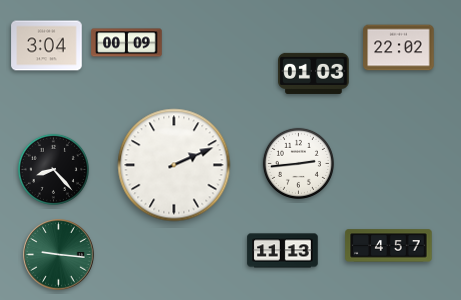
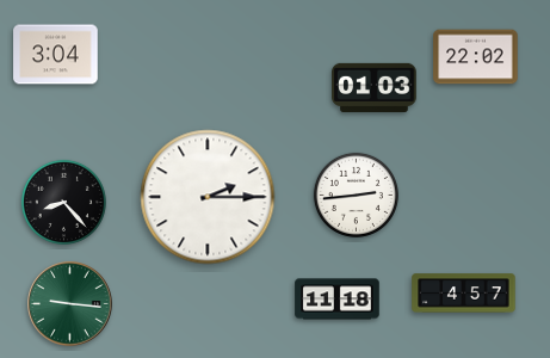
clock at (127, 43): 00:09 -> none
clock at (174, 165): 2:11 -> 2:15
clock at (283, 251): 11:13 -> 11:18
